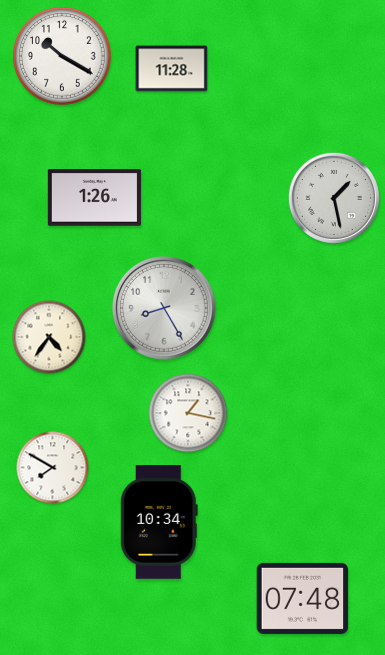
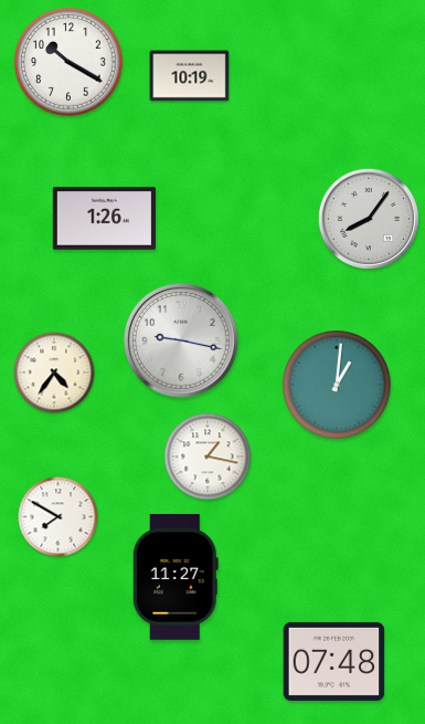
clock at (172, 69): 11:28 -> 10:19
clock at (334, 198): 1:28 -> 8:06
clock at (165, 309): 8:25 -> 9:17
clock at (337, 385): none -> 1:01
clock at (159, 523): 10:34 -> 11:27
